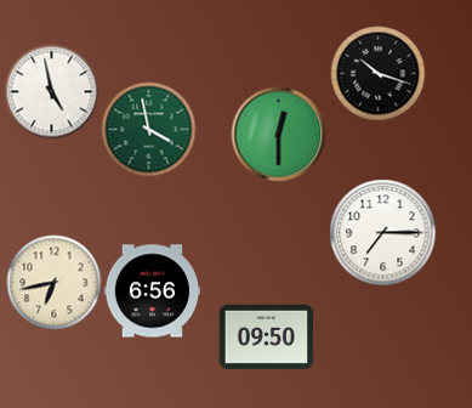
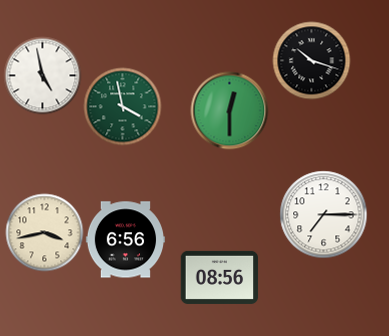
clock at (382, 232) position: (382, 232) -> (323, 214)
clock at (53, 282): 6:43 -> 3:43
clock at (266, 336): 09:50 -> 08:56
